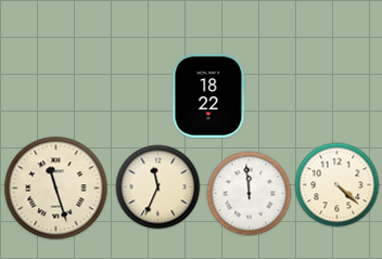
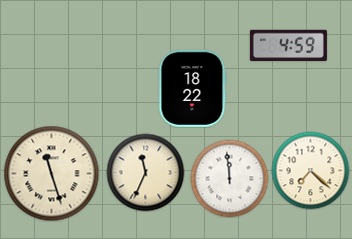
clock at (288, 46): none -> 4:59
clock at (336, 184): 4:22 -> 7:22
